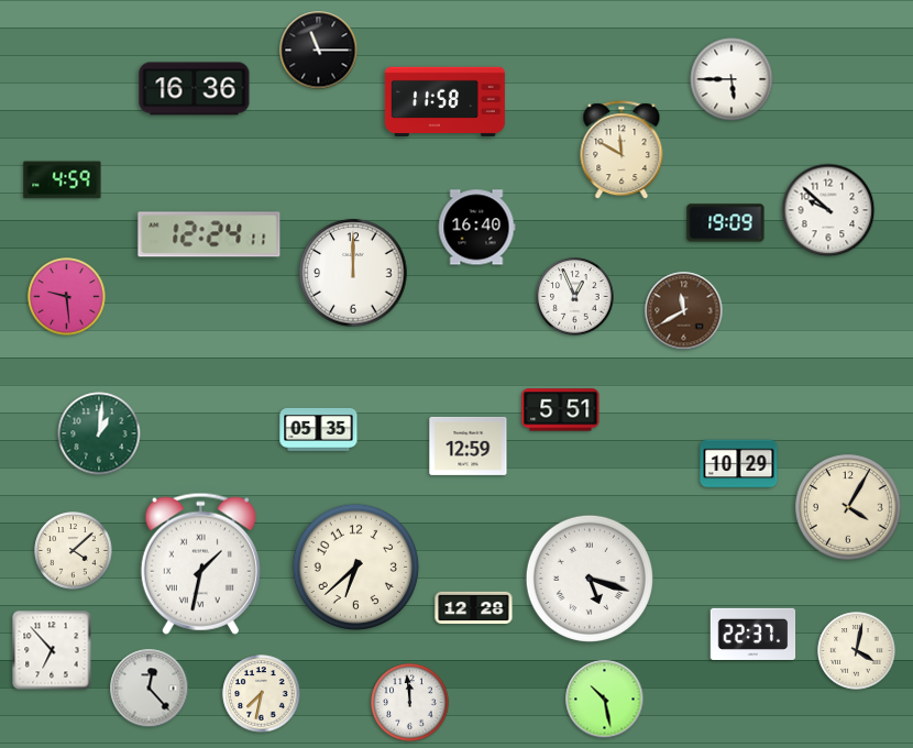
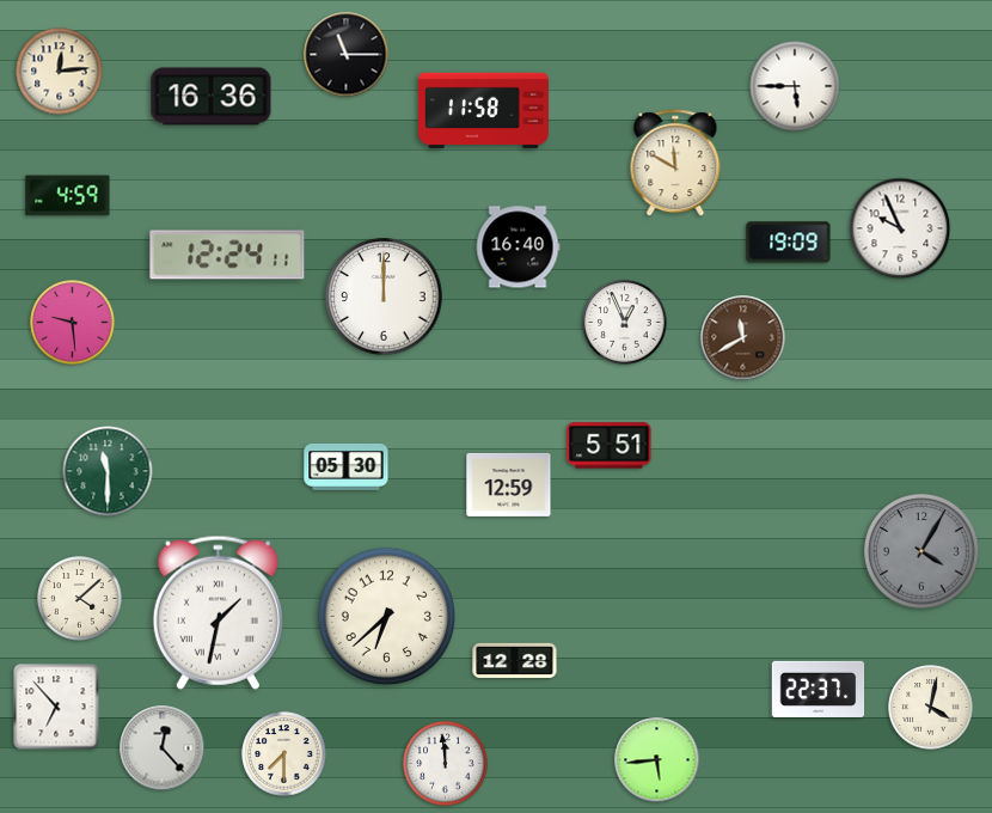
clock at (60, 72): none -> 12:14
clock at (828, 210): 9:52 -> 9:56
clock at (319, 429): 05:35 -> 05:30
clock at (99, 433): 1:01 -> 11:30
clock at (739, 464): 10:29 -> none
clock at (848, 507) dial: cream -> grey
clock at (590, 579): 5:18 -> none
clock at (262, 694): 7:32 -> 7:30
clock at (605, 700): 10:28 -> 5:44
